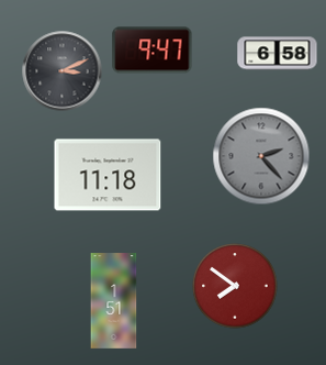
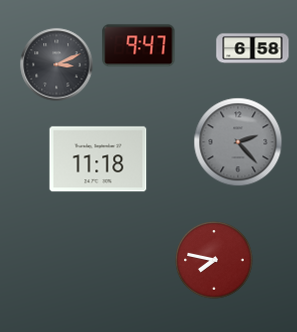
clock at (235, 286): 7:51 -> 7:47
clock at (114, 301): 1:51 -> none
